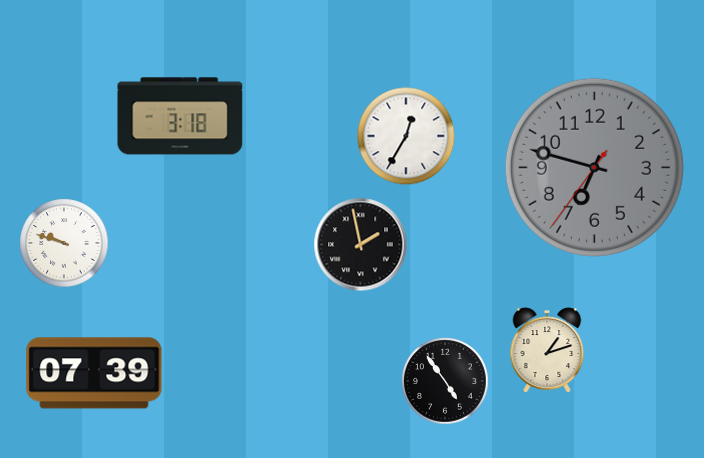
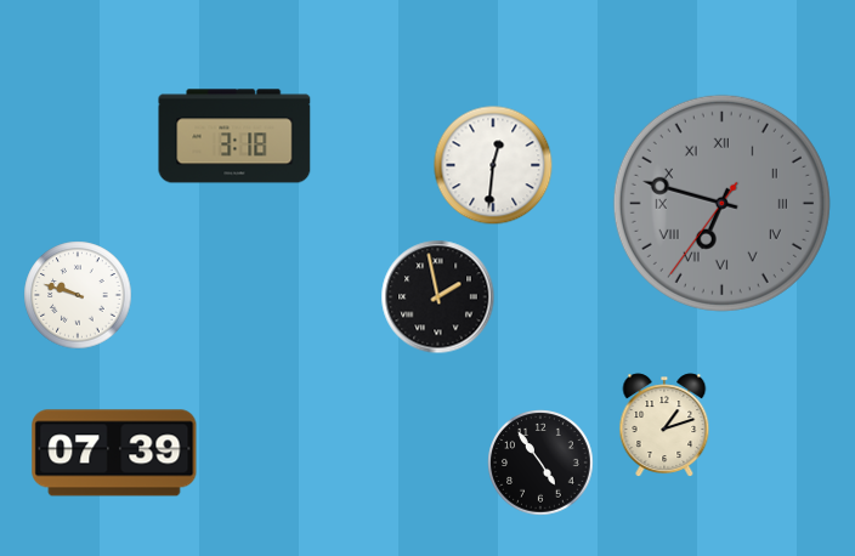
clock at (180, 116) position: (180, 116) -> (234, 136)
clock at (406, 136): 12:35 -> 12:31
clock at (594, 167) numerals: Arabic -> Roman
